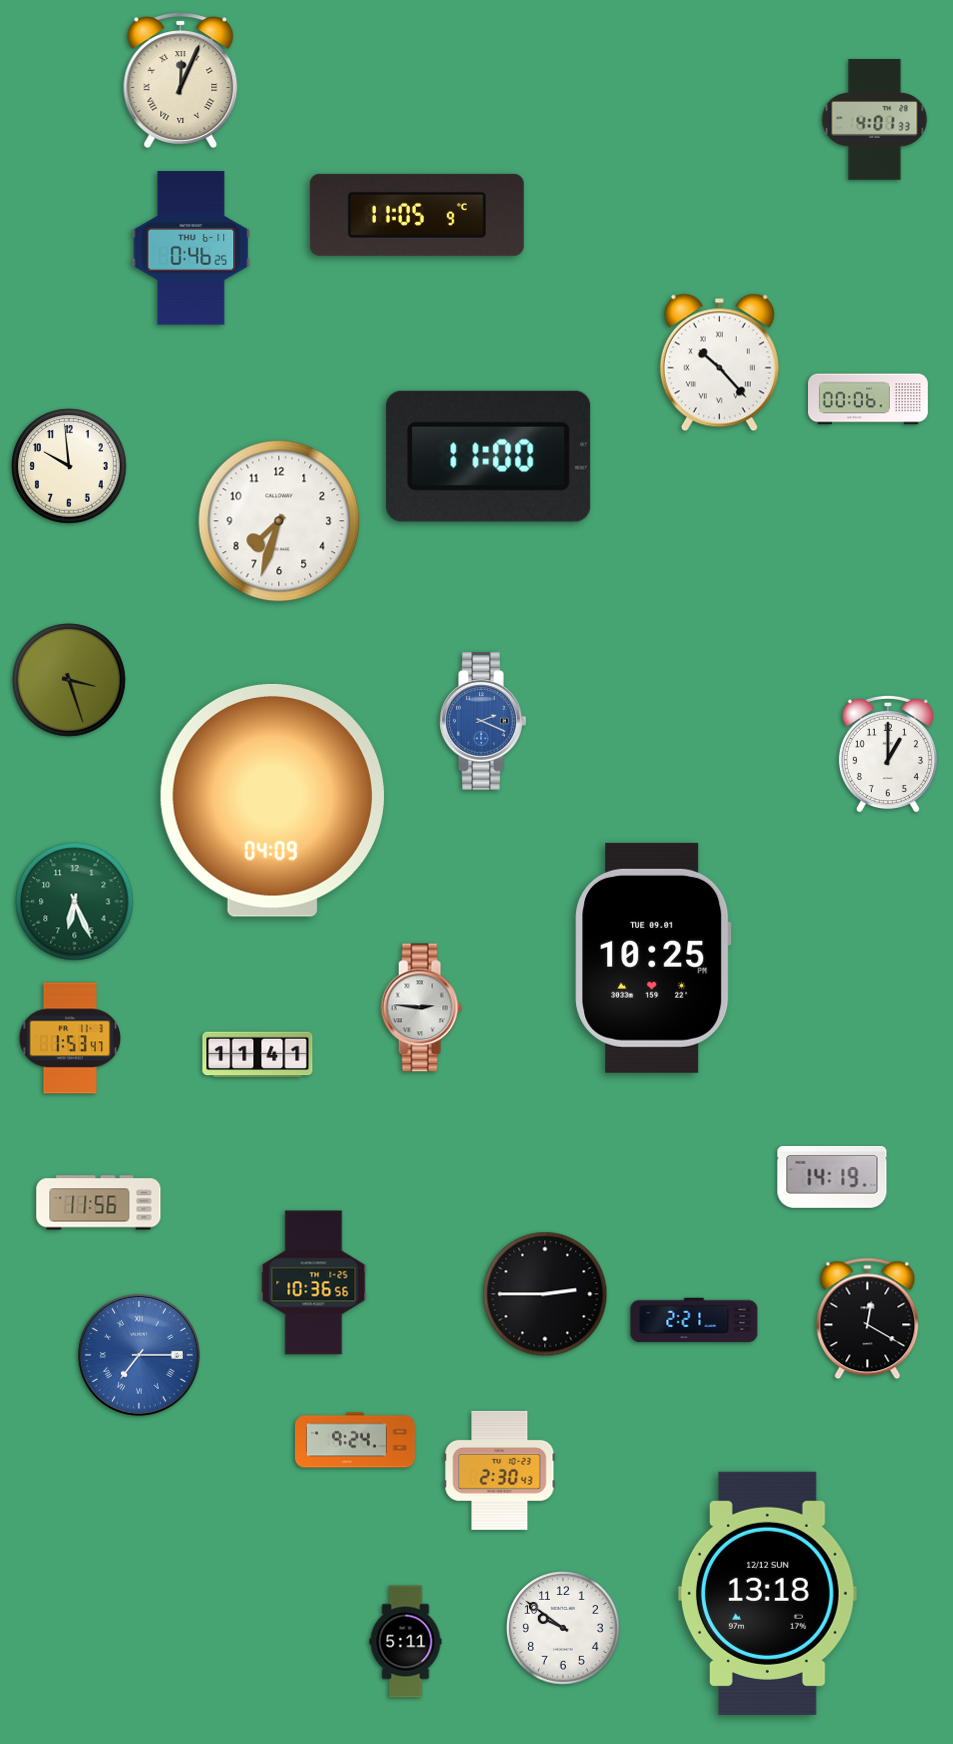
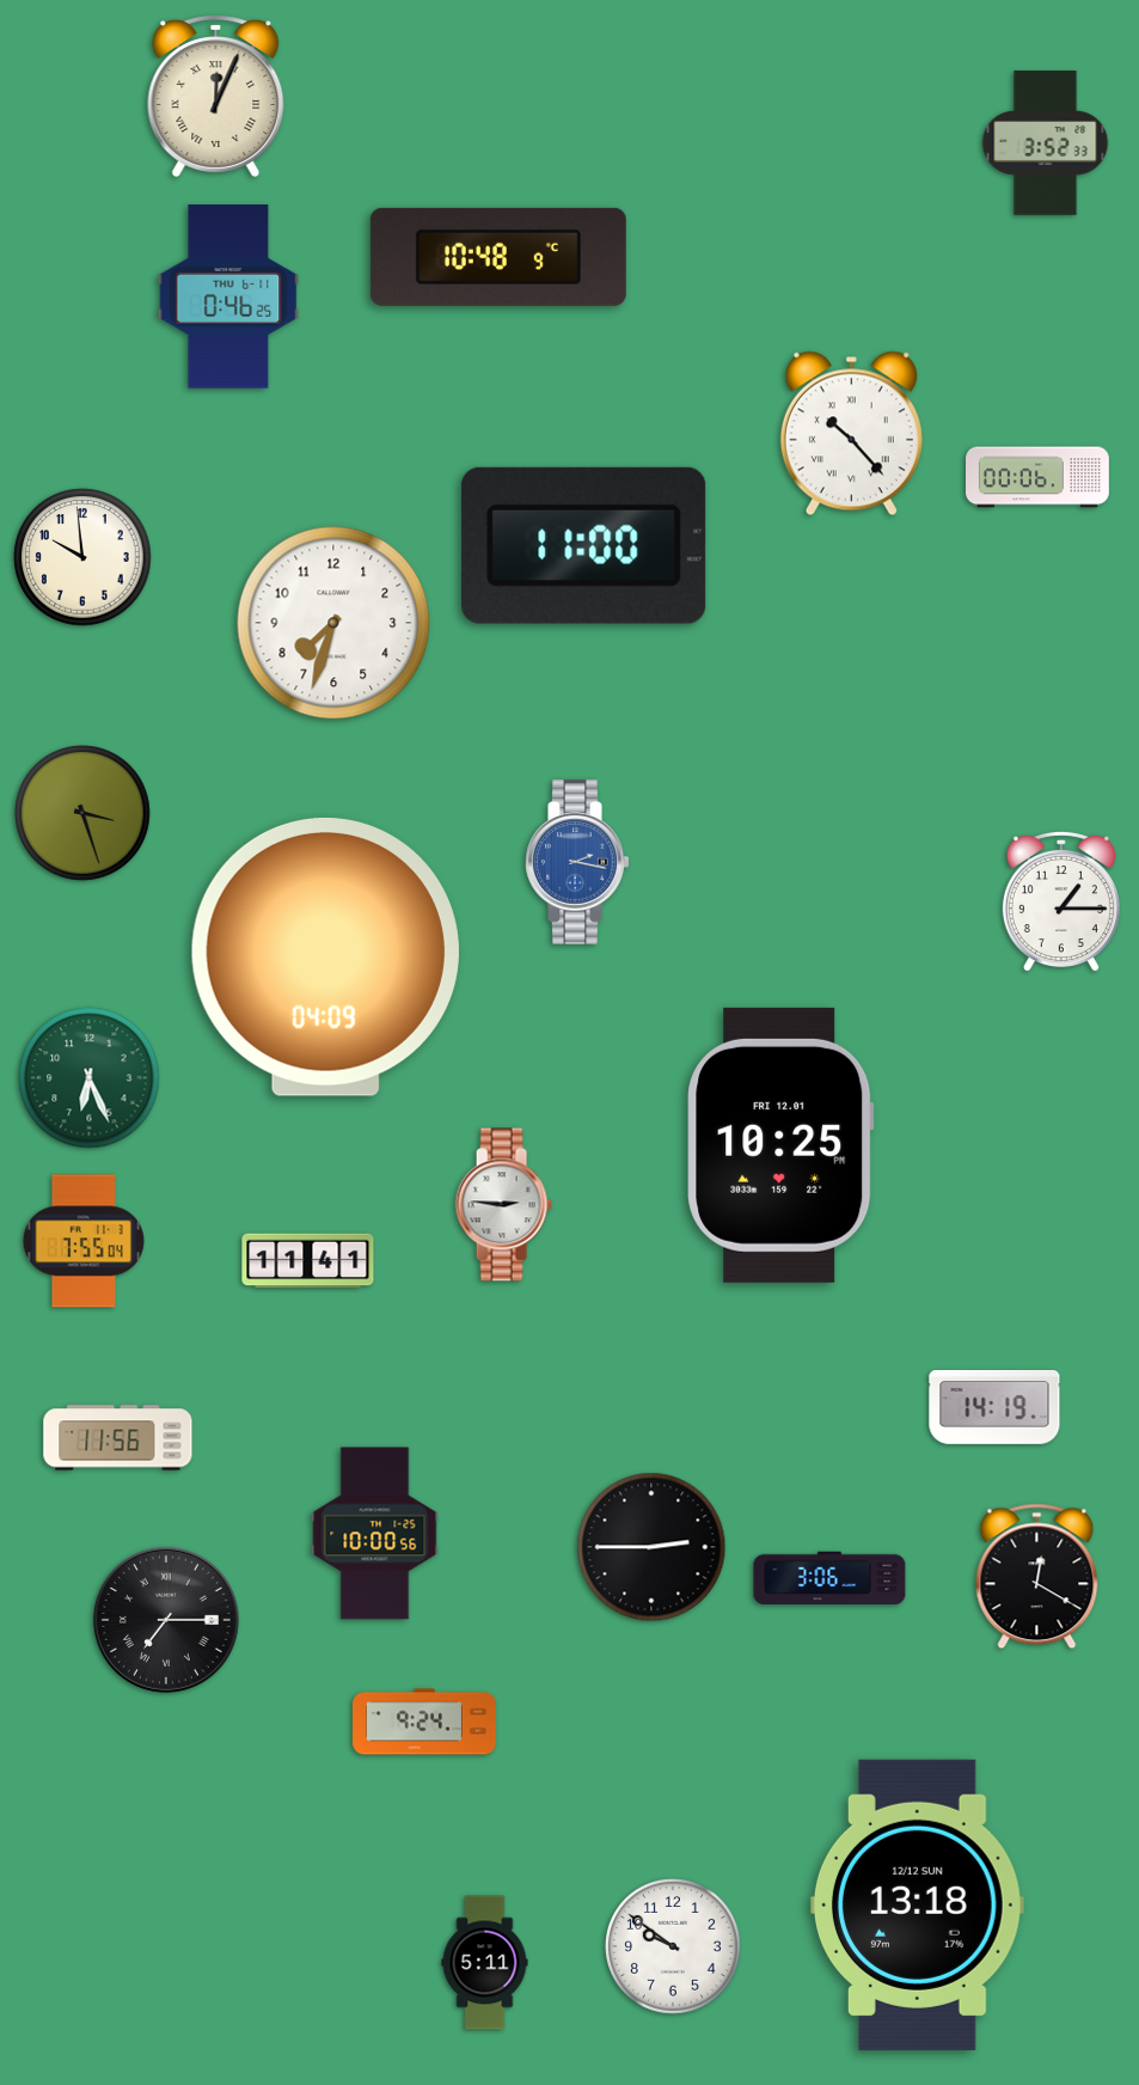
clock at (875, 120): 4:01 -> 3:52
clock at (417, 215): 11:05 -> 10:48
clock at (719, 363) position: (719, 363) -> (851, 434)
clock at (483, 721): 2:19 -> 2:17
clock at (888, 753): 1:00 -> 1:15
clock at (653, 958) date: TUE 09.01 -> FRI 12.01
clock at (70, 1038): 1:53 -> 7:55
clock at (314, 1283): 10:36 -> 10:00
clock at (694, 1320): 2:21 -> 3:06
clock at (139, 1355) dial: blue -> black
clock at (500, 1470): 2:30 -> none
